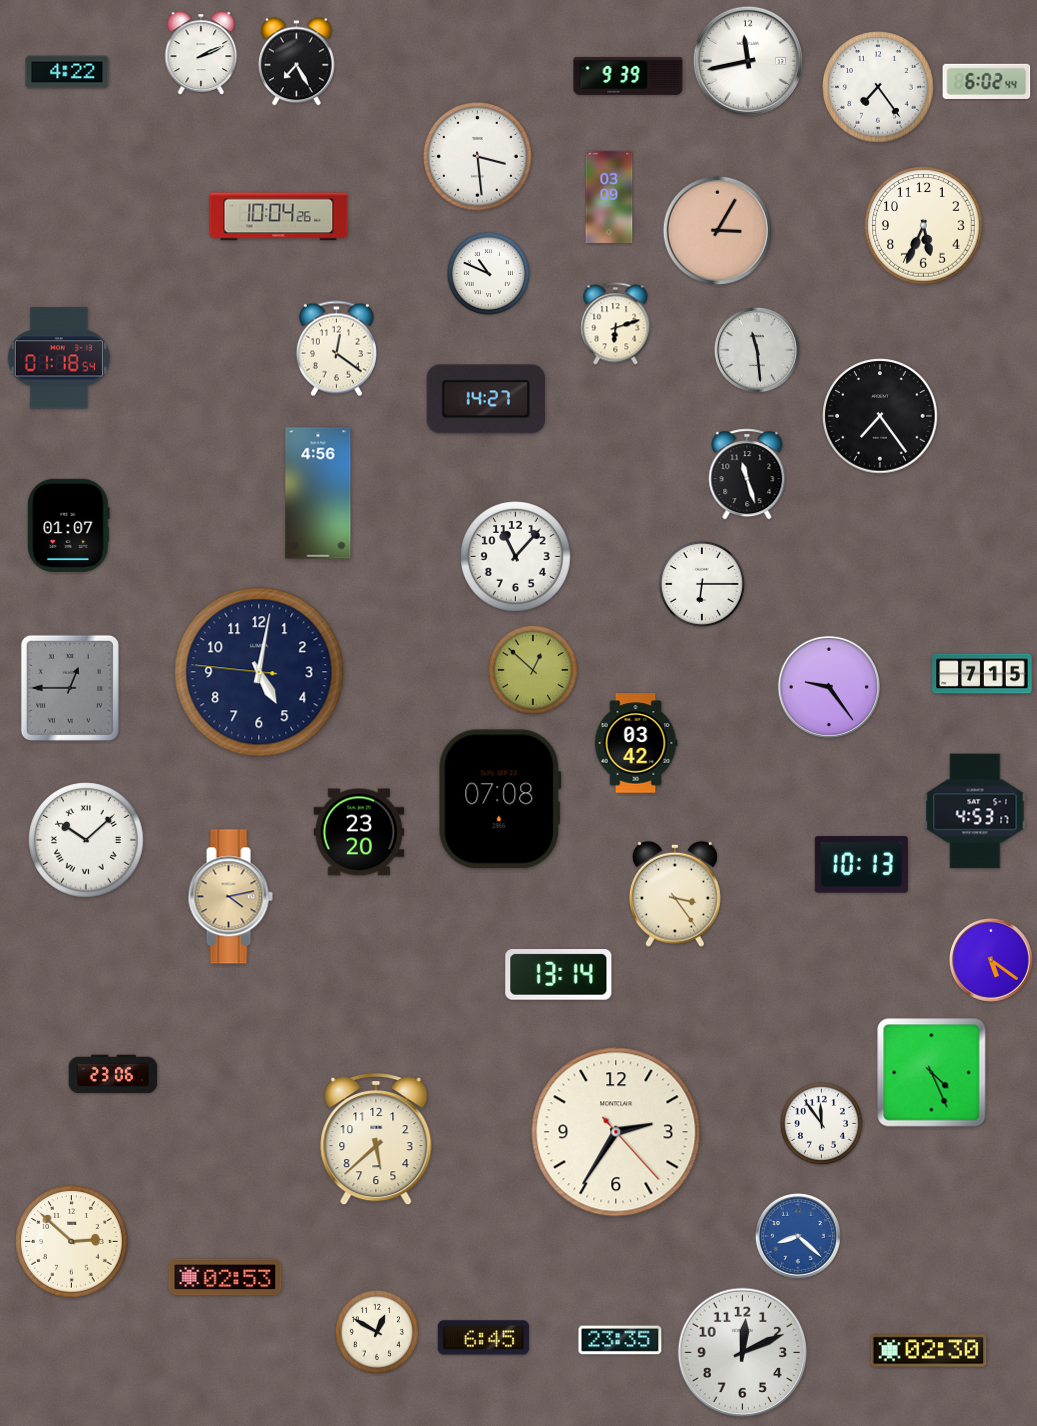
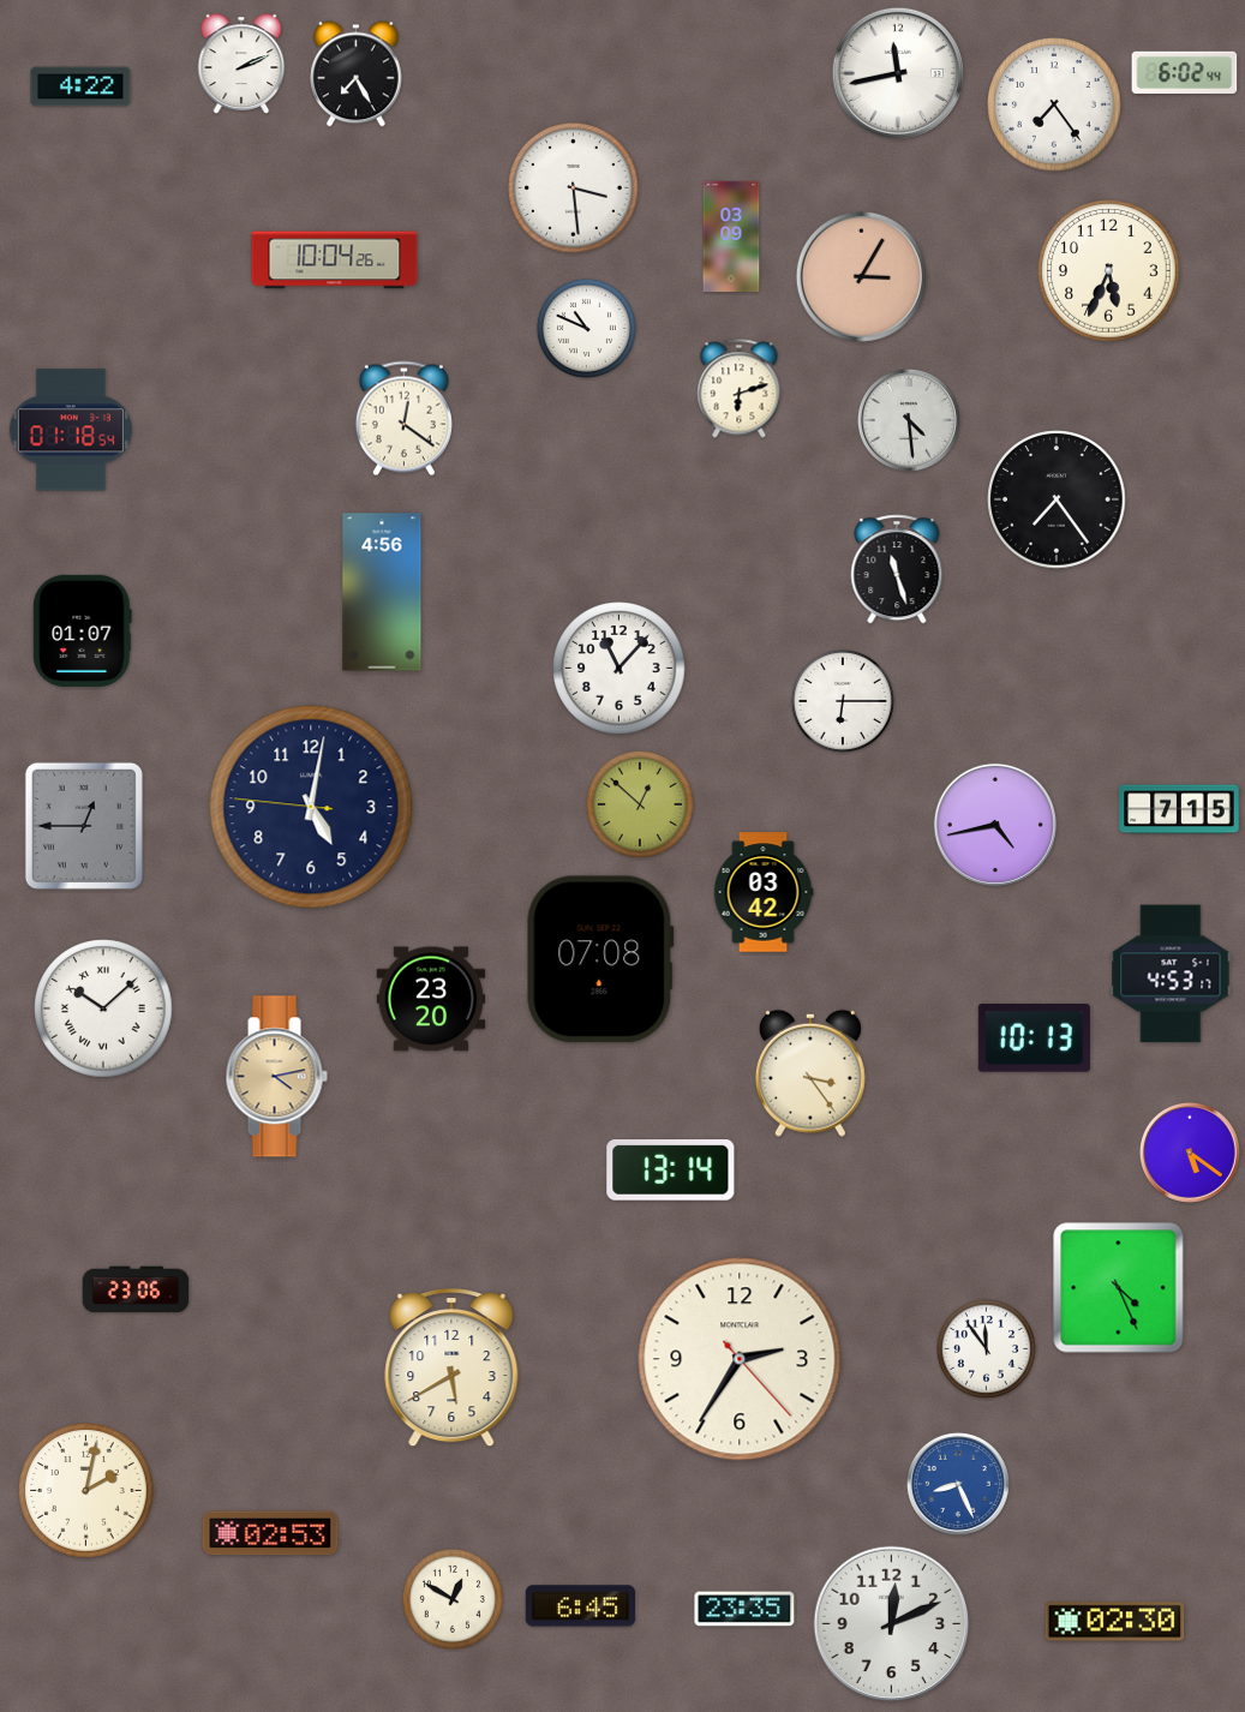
clock at (628, 76): 9:39 -> none
clock at (987, 81) position: (987, 81) -> (1185, 72)
clock at (757, 350): 11:29 -> 4:29
clock at (486, 399): 14:27 -> none
clock at (829, 687): 9:24 -> 4:43
clock at (376, 1140): 5:38 -> 5:40
clock at (798, 1236): 8:22 -> 8:26
clock at (72, 1242): 2:52 -> 2:02
